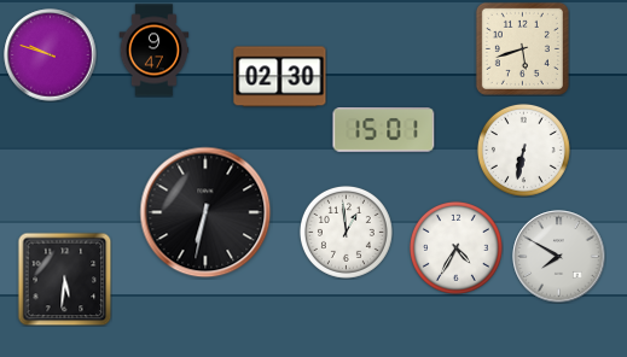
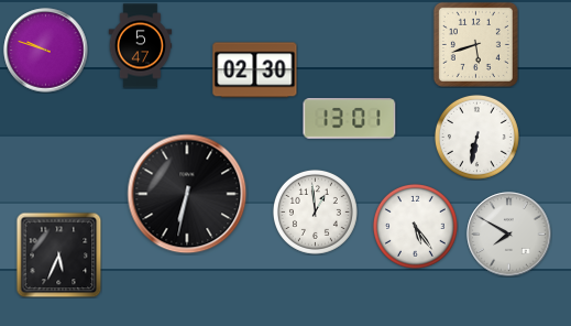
clock at (155, 51): 9:47 -> 5:47
clock at (384, 130): 15:01 -> 13:01
clock at (455, 247): 4:35 -> 5:24
clock at (64, 279): 5:31 -> 5:34
